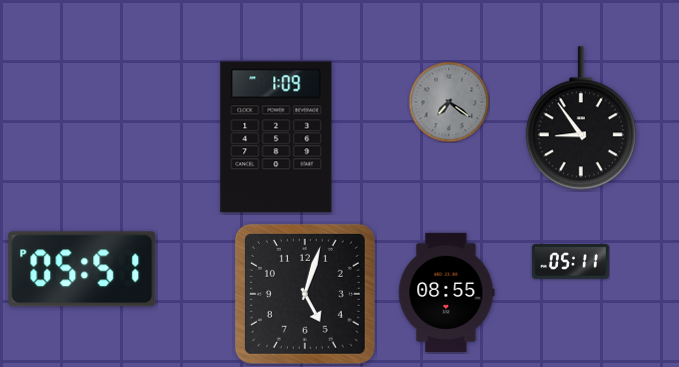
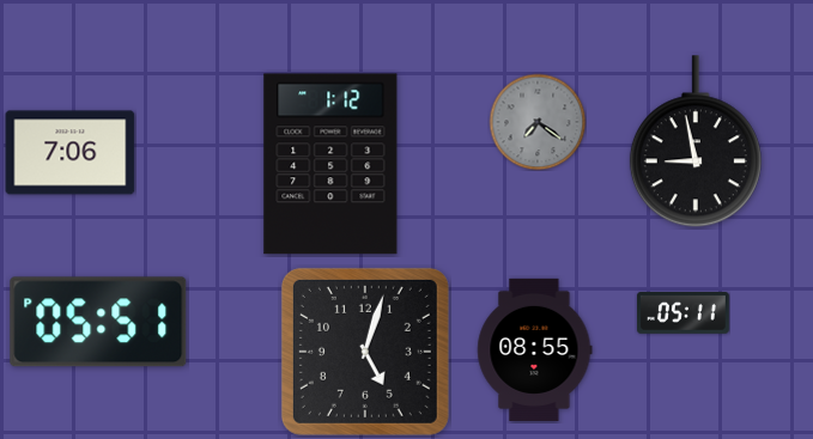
clock at (581, 119): 8:54 -> 8:58
clock at (71, 153): none -> 7:06
clock at (276, 137): 1:09 -> 1:12
